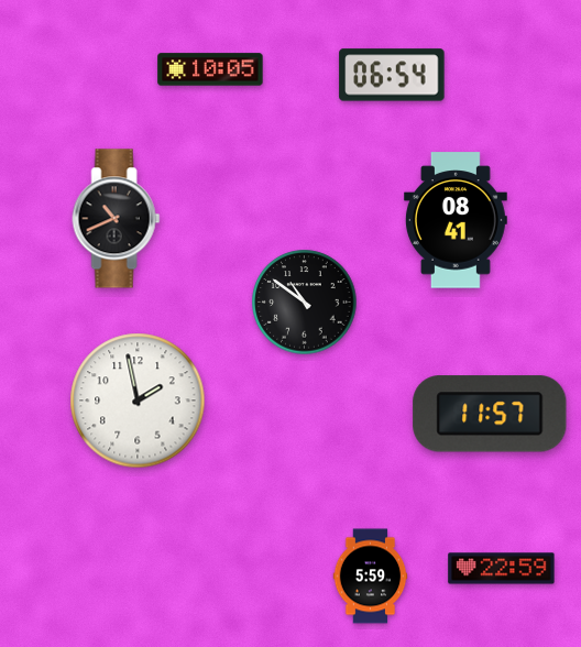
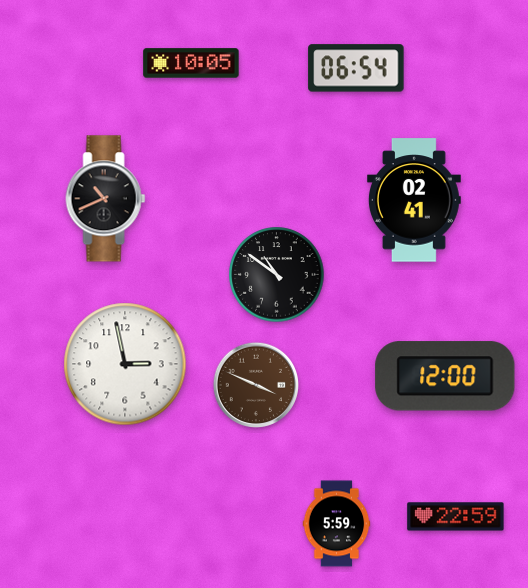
clock at (456, 220): 08:41 -> 02:41
clock at (138, 401): 1:58 -> 2:58
clock at (490, 414): 11:57 -> 12:00
clock at (255, 384): none -> 3:49
